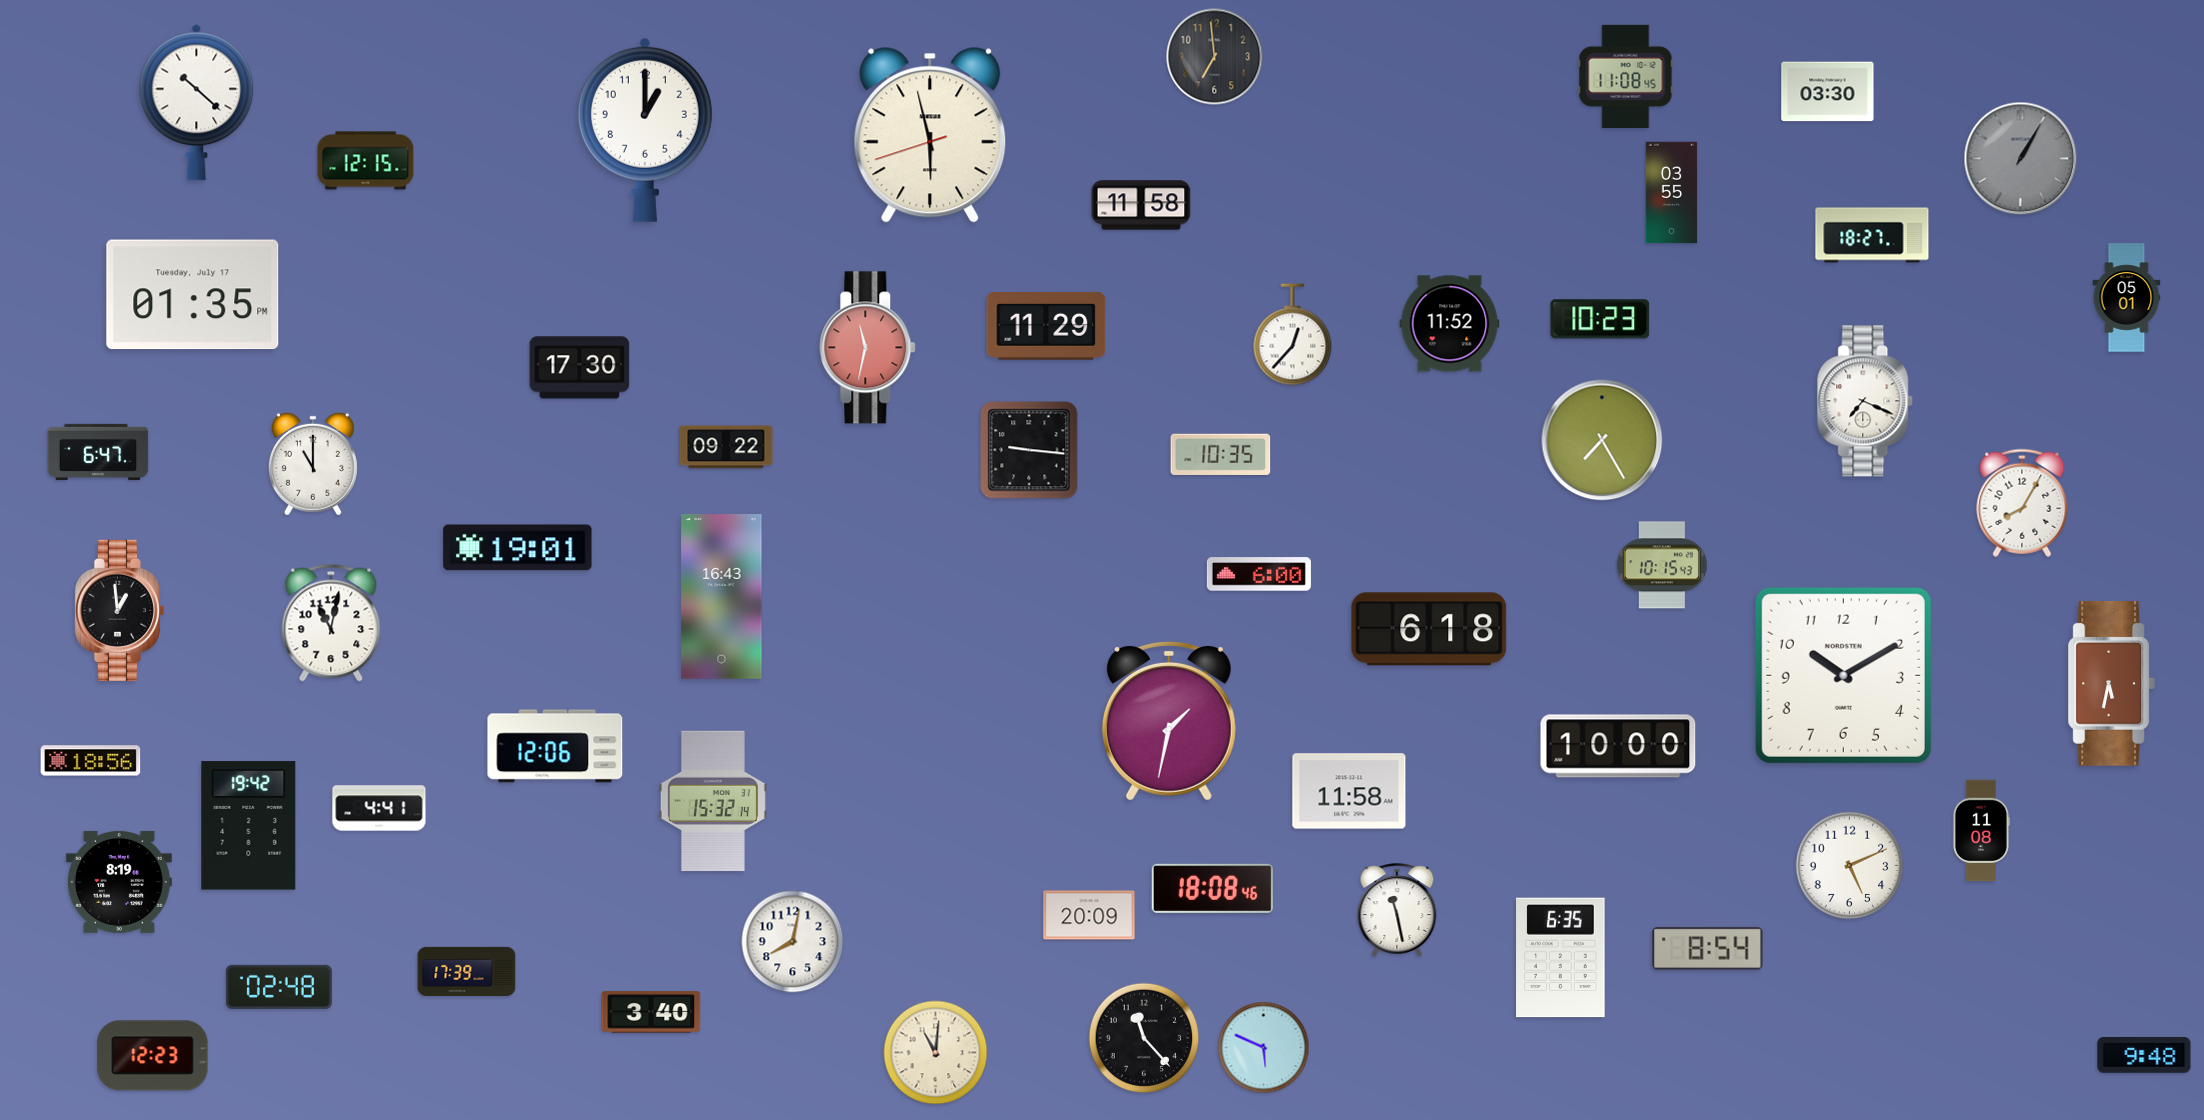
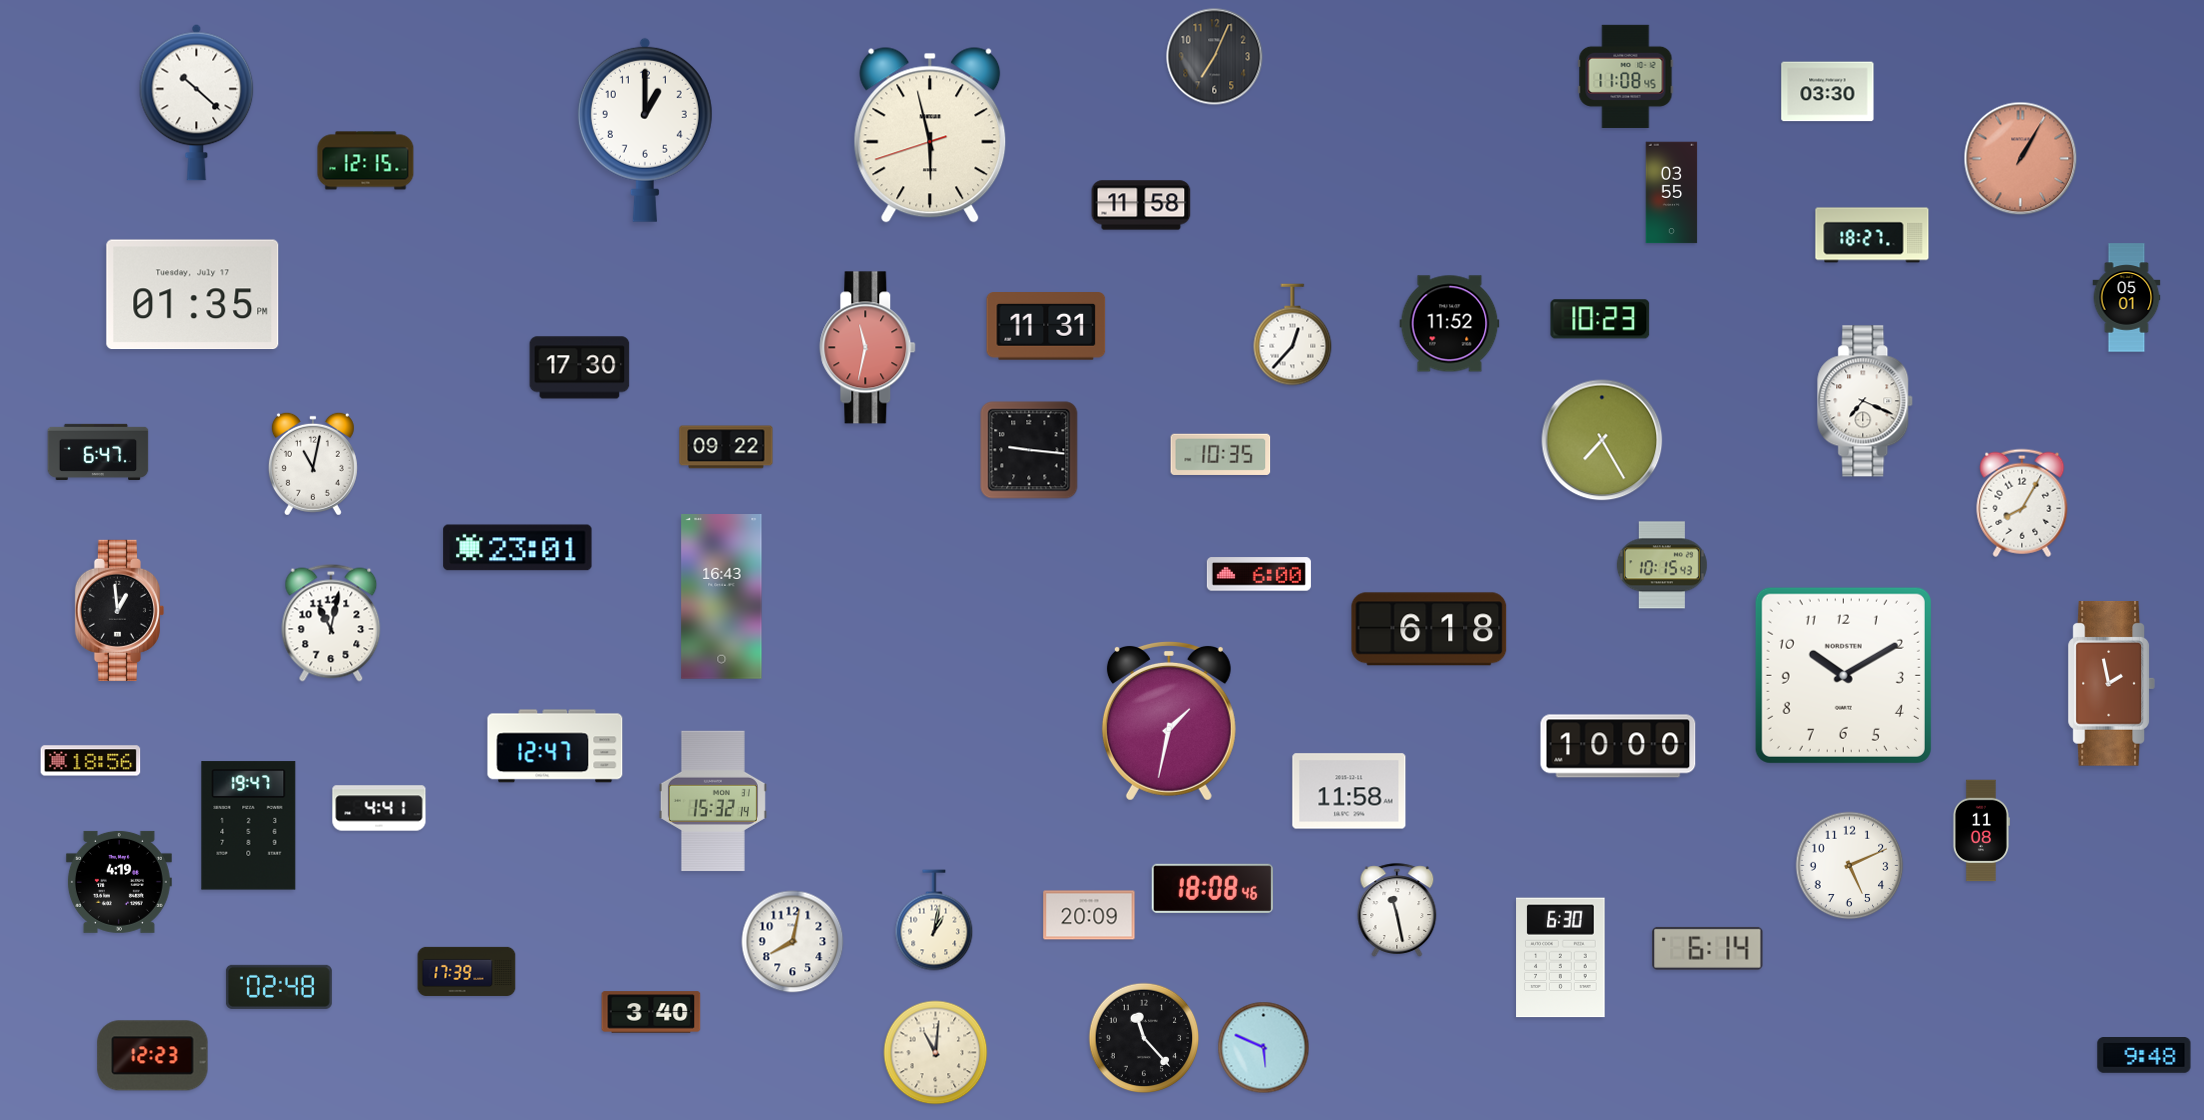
clock at (1215, 57): 6:59 -> 7:04
clock at (2021, 159) dial: grey -> salmon
clock at (1046, 326): 11:29 -> 11:31
clock at (313, 464): 11:00 -> 11:02
clock at (518, 548): 19:01 -> 23:01
clock at (2112, 684): 5:32 -> 1:58
clock at (555, 746): 12:06 -> 12:47
clock at (249, 826): 19:42 -> 19:47
clock at (119, 882): 8:19 -> 4:19
clock at (934, 920): none -> 1:02
clock at (1708, 948): 8:54 -> 6:14
clock at (1561, 958): 6:35 -> 6:30
